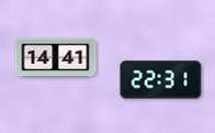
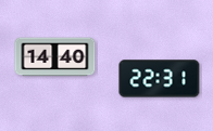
clock at (56, 58): 14:41 -> 14:40
